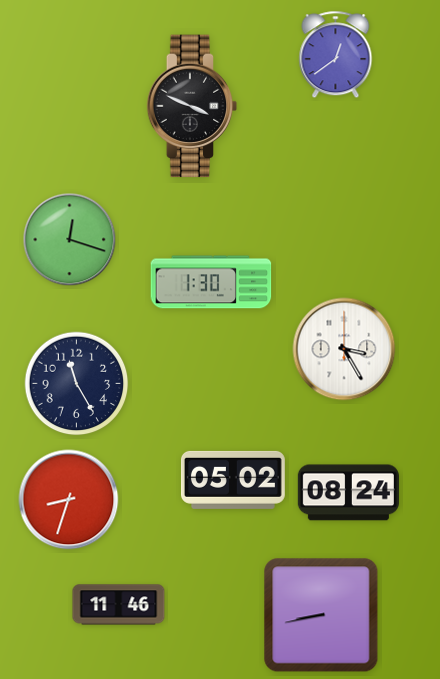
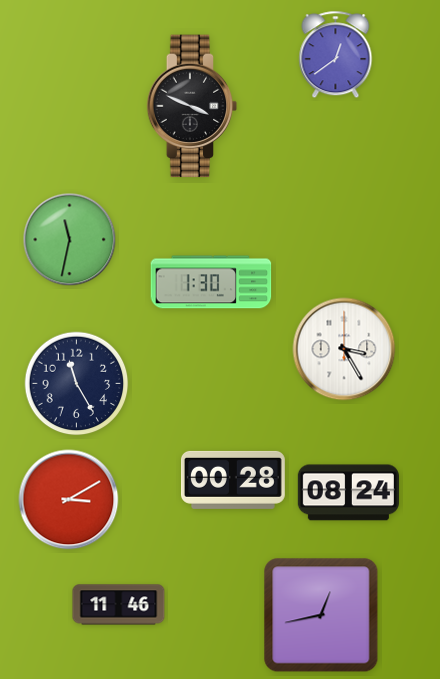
clock at (70, 240): 12:18 -> 11:32
clock at (233, 480): 05:02 -> 00:28
clock at (69, 500): 8:33 -> 3:10
clock at (321, 615): 8:43 -> 12:43
